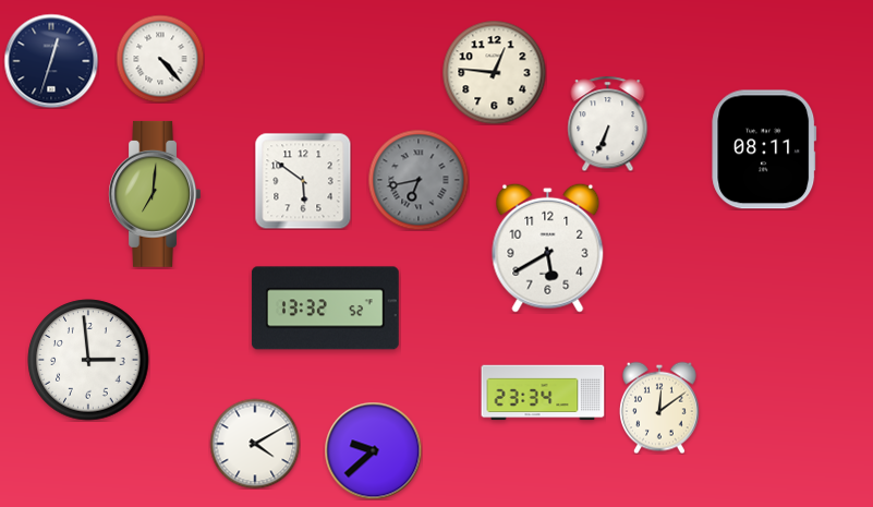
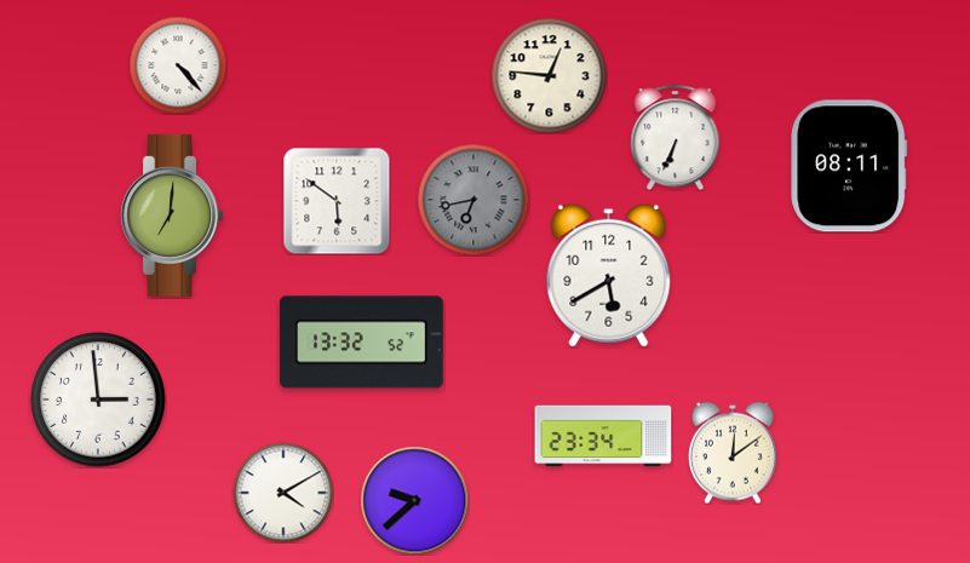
clock at (51, 61): 12:33 -> none
clock at (494, 72) position: (494, 72) -> (549, 75)
clock at (419, 180) position: (419, 180) -> (473, 200)
